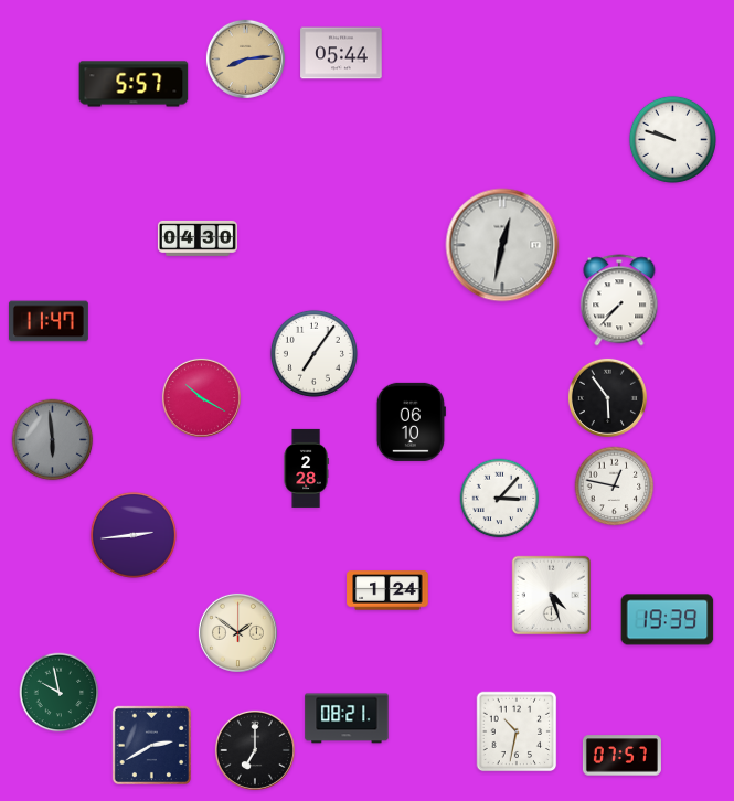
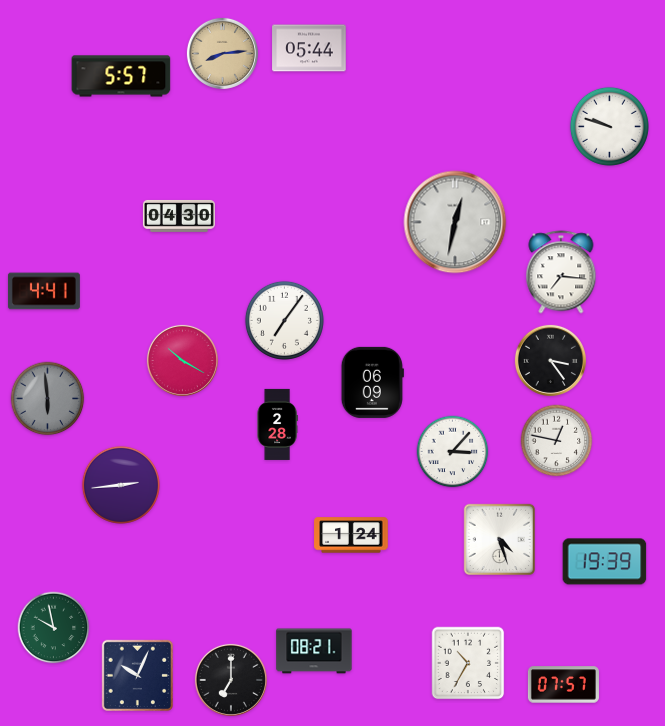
clock at (619, 300): 7:37 -> 7:16
clock at (49, 321): 11:47 -> 4:41
clock at (607, 397): 5:54 -> 3:24
clock at (411, 421): 06:10 -> 06:09
clock at (237, 632): 1:51 -> none
clock at (517, 731): 10:32 -> 10:35
clock at (151, 745): 2:40 -> 10:04
